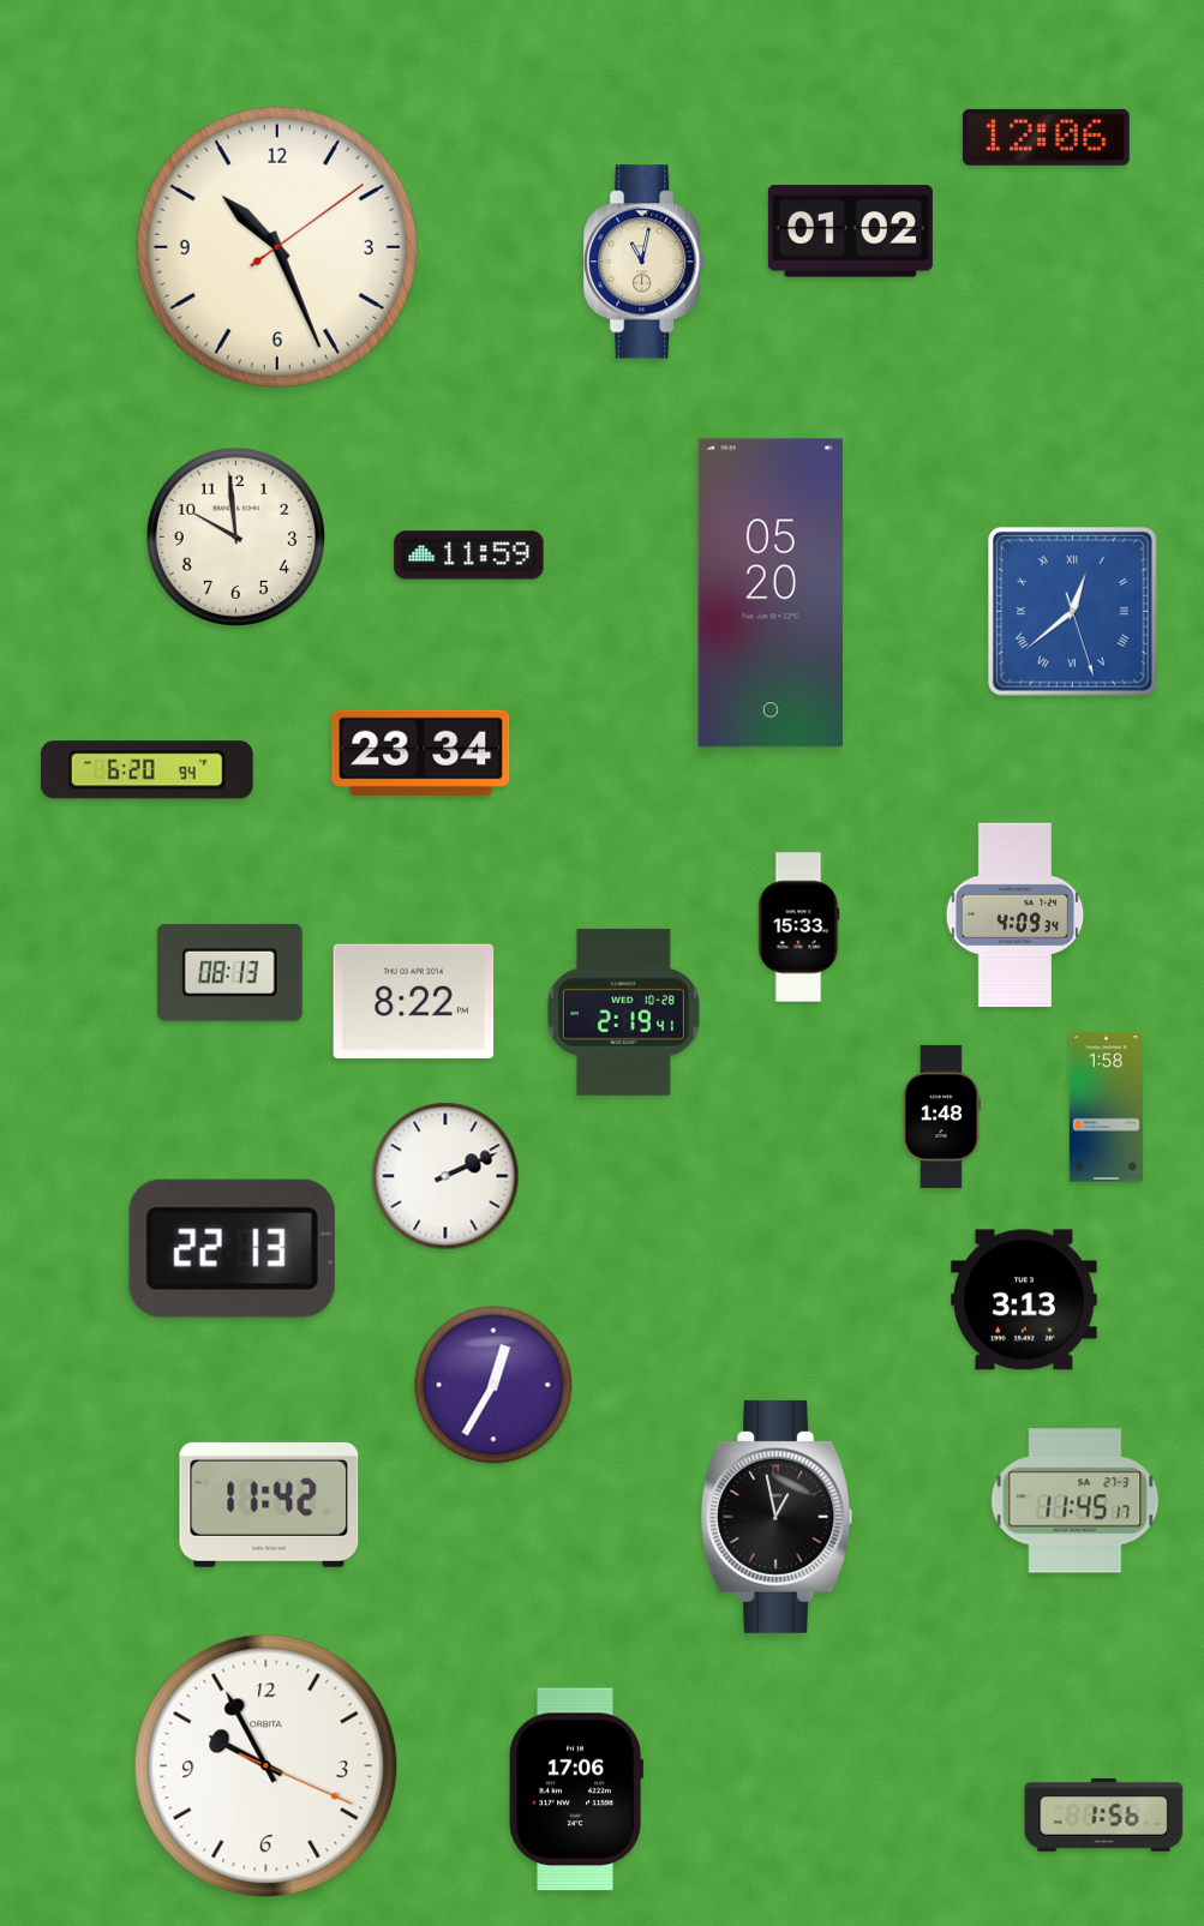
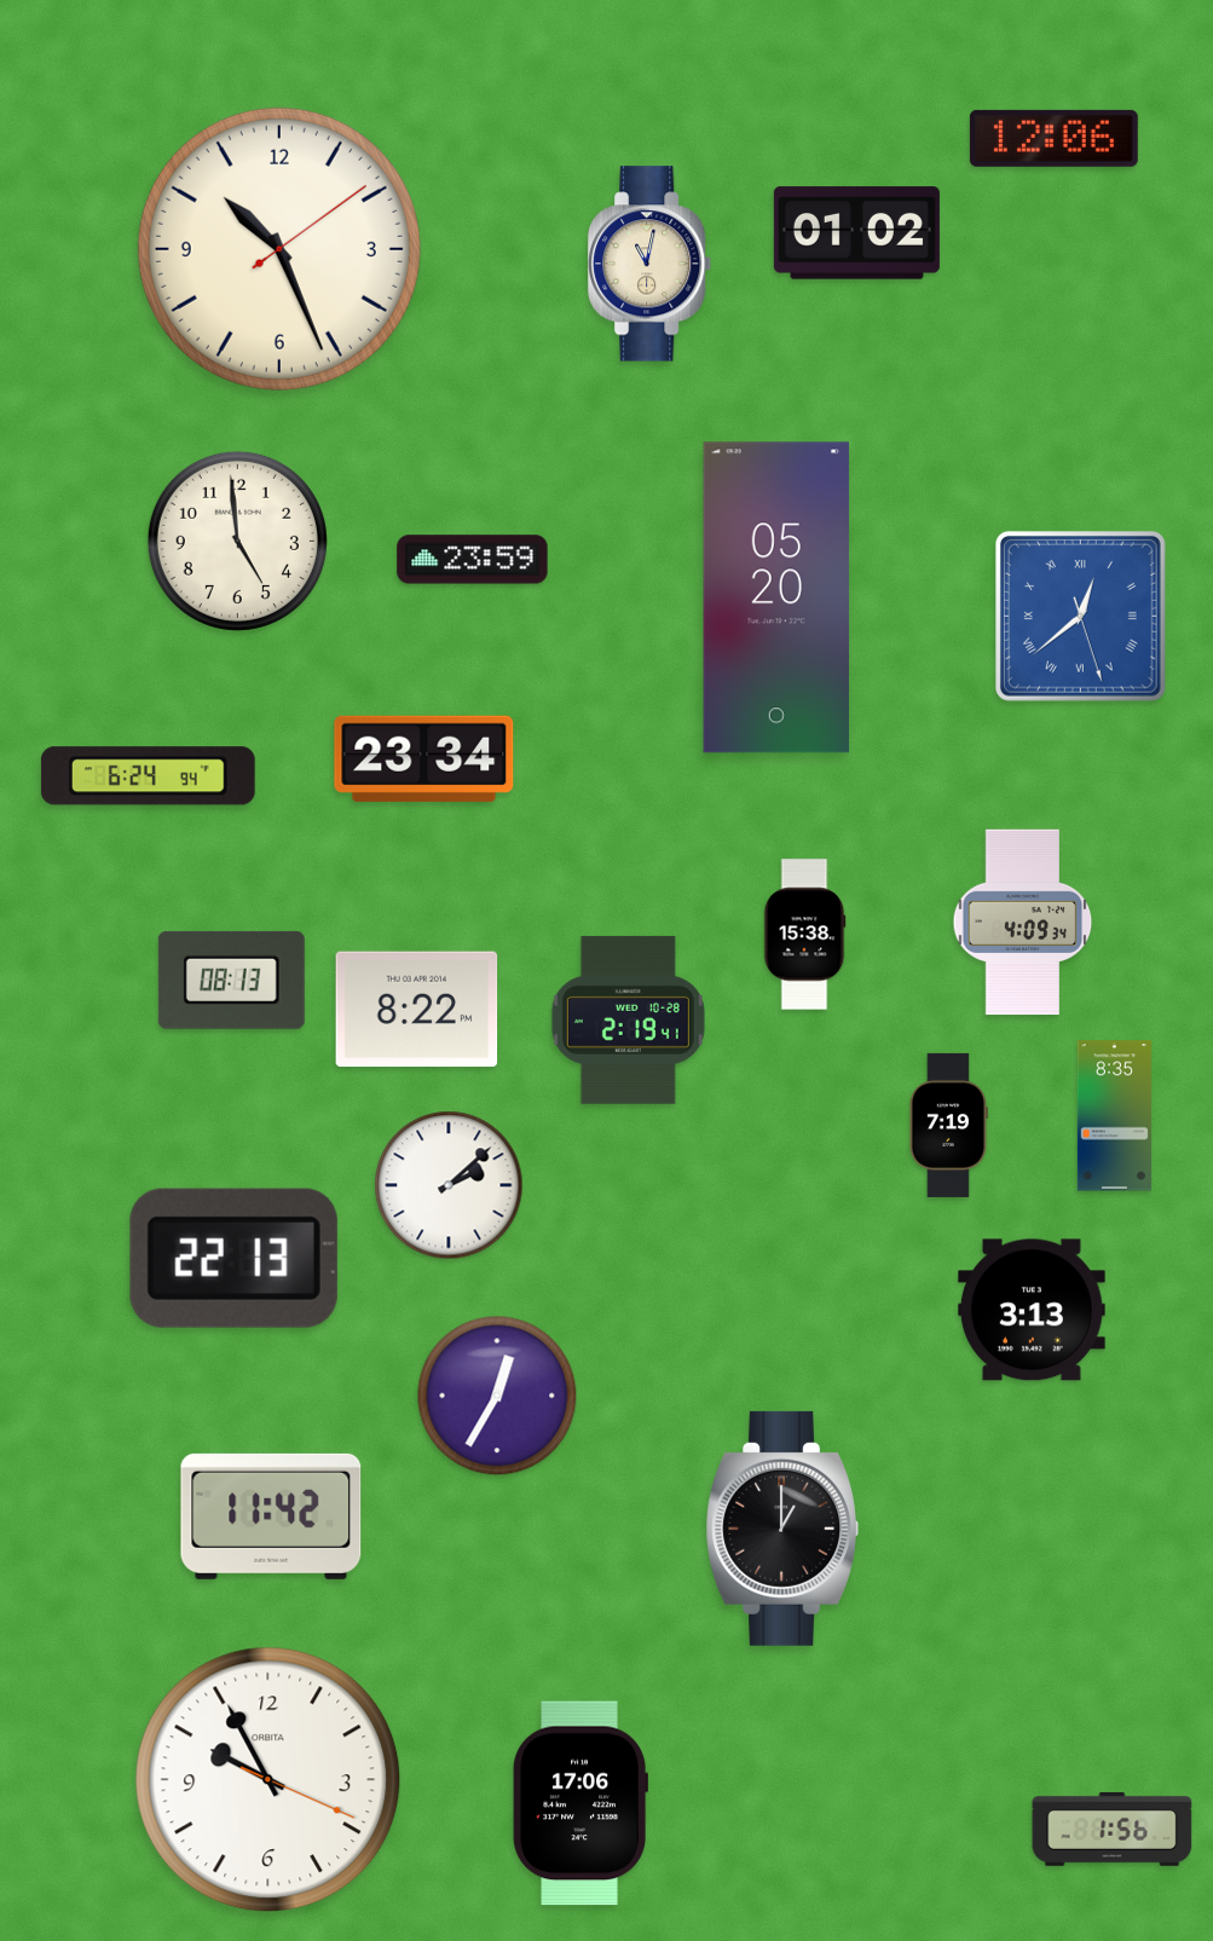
clock at (235, 536): 9:59 -> 4:59
clock at (469, 556): 11:59 -> 23:59
clock at (146, 770): 6:20 -> 6:24
clock at (799, 928): 15:33 -> 15:38
clock at (1106, 1108): 1:58 -> 8:35
clock at (941, 1116): 1:48 -> 7:19
clock at (445, 1176): 2:11 -> 2:08
clock at (1076, 1501): 11:45 -> none
clock at (775, 1517): 12:58 -> 1:00
